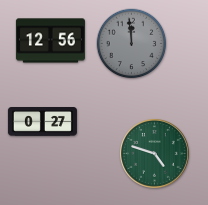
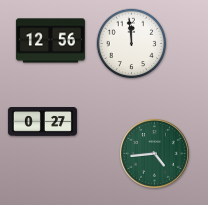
clock at (132, 44) dial: grey -> white
clock at (155, 154): 4:48 -> 4:44
